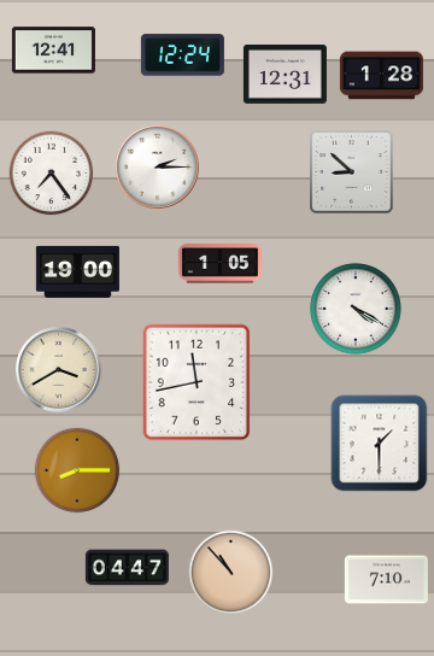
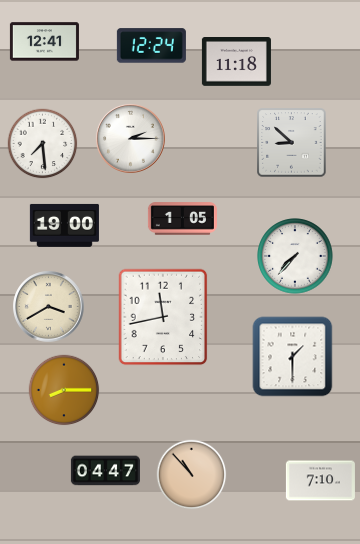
clock at (285, 75): 12:31 -> 11:18
clock at (381, 76): 1:28 -> none
clock at (52, 174): 7:24 -> 7:29
clock at (356, 309): 4:20 -> 7:37
clock at (380, 444) position: (380, 444) -> (293, 357)
